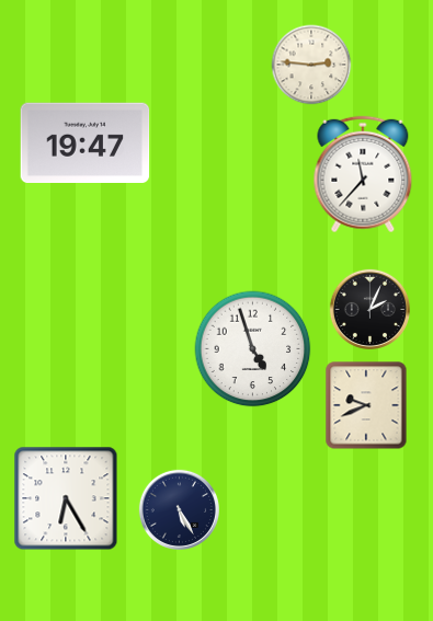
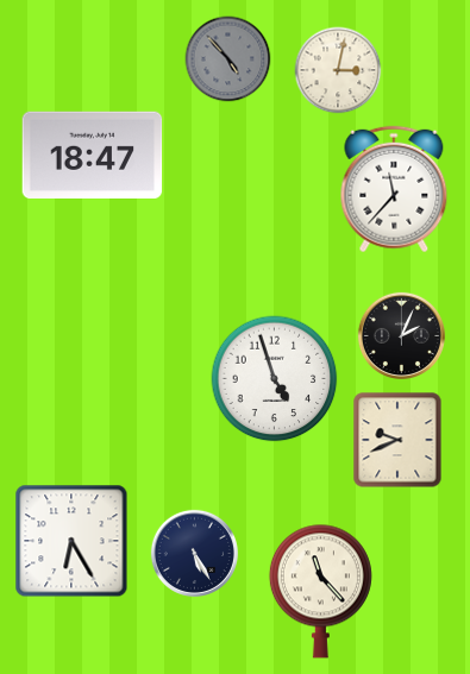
clock at (228, 59): none -> 4:53
clock at (311, 65): 2:46 -> 3:02
clock at (86, 143): 19:47 -> 18:47
clock at (320, 591): none -> 11:23
